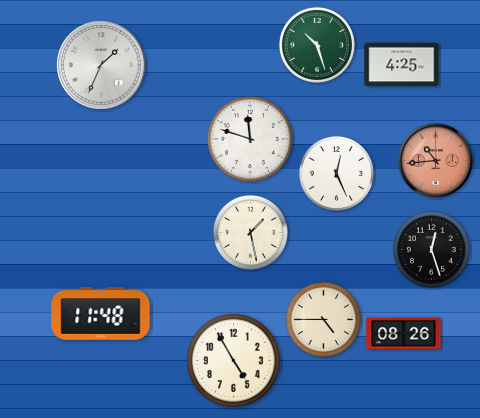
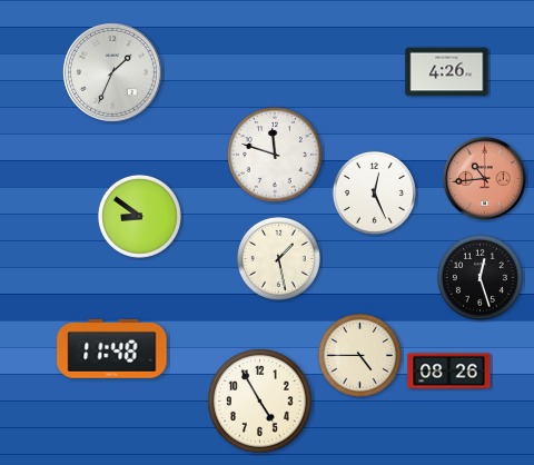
clock at (317, 45): 10:27 -> none
clock at (402, 65): 4:25 -> 4:26
clock at (251, 140) position: (251, 140) -> (276, 156)
clock at (139, 216): none -> 8:51
